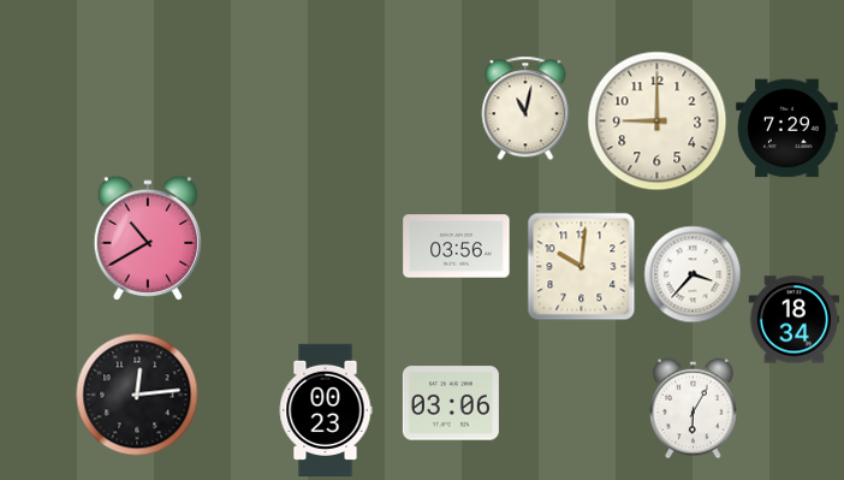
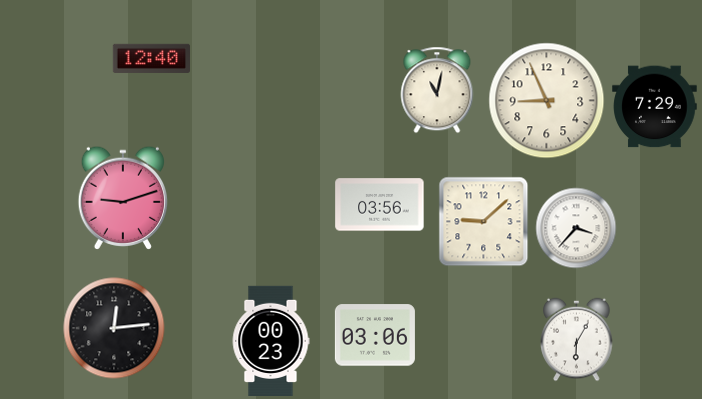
clock at (151, 58): none -> 12:40
clock at (658, 122): 9:00 -> 8:56
clock at (147, 238): 10:40 -> 9:12
clock at (582, 267): 10:01 -> 9:08
clock at (795, 320): 18:34 -> none
